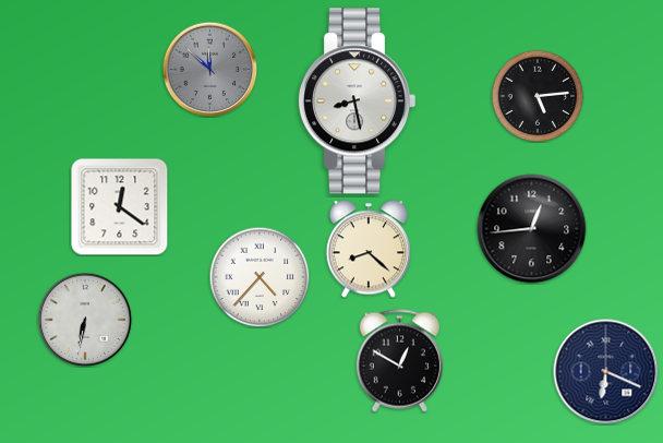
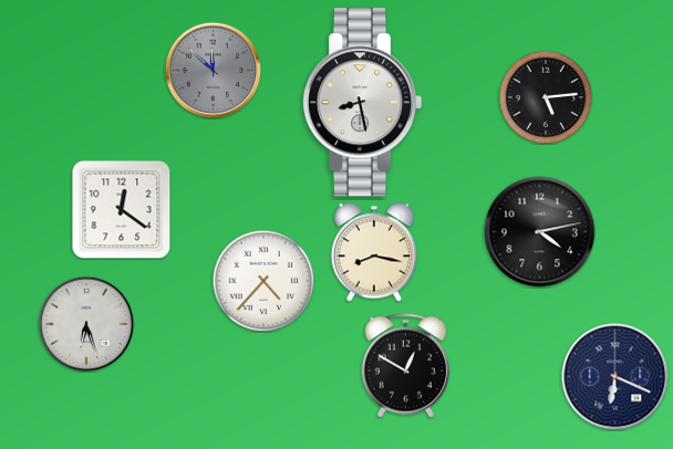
clock at (532, 229): 12:44 -> 4:13
clock at (369, 249): 8:22 -> 8:17
clock at (85, 320): 6:32 -> 6:27
